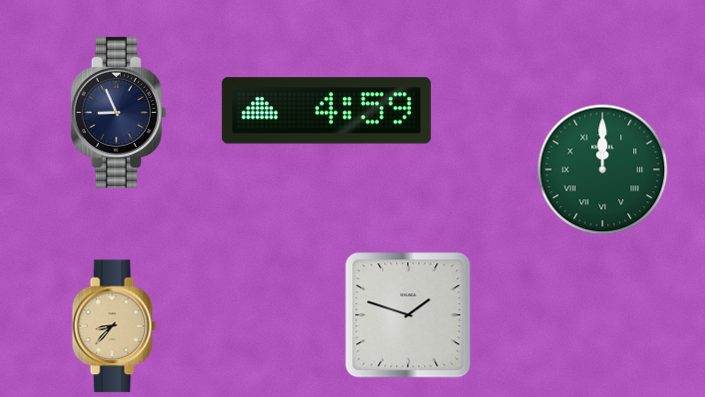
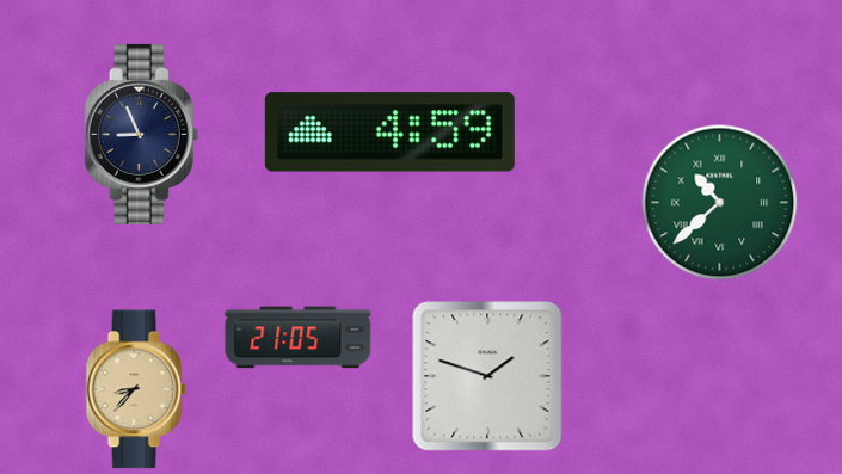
clock at (603, 170): 12:00 -> 10:38
clock at (299, 338): none -> 21:05
